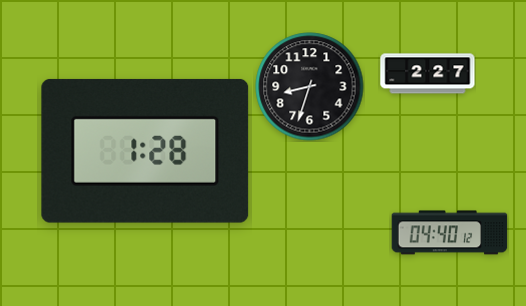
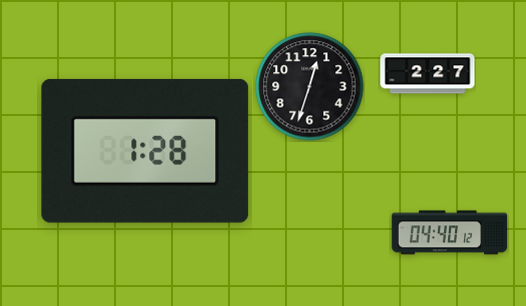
clock at (310, 87): 8:33 -> 12:33
